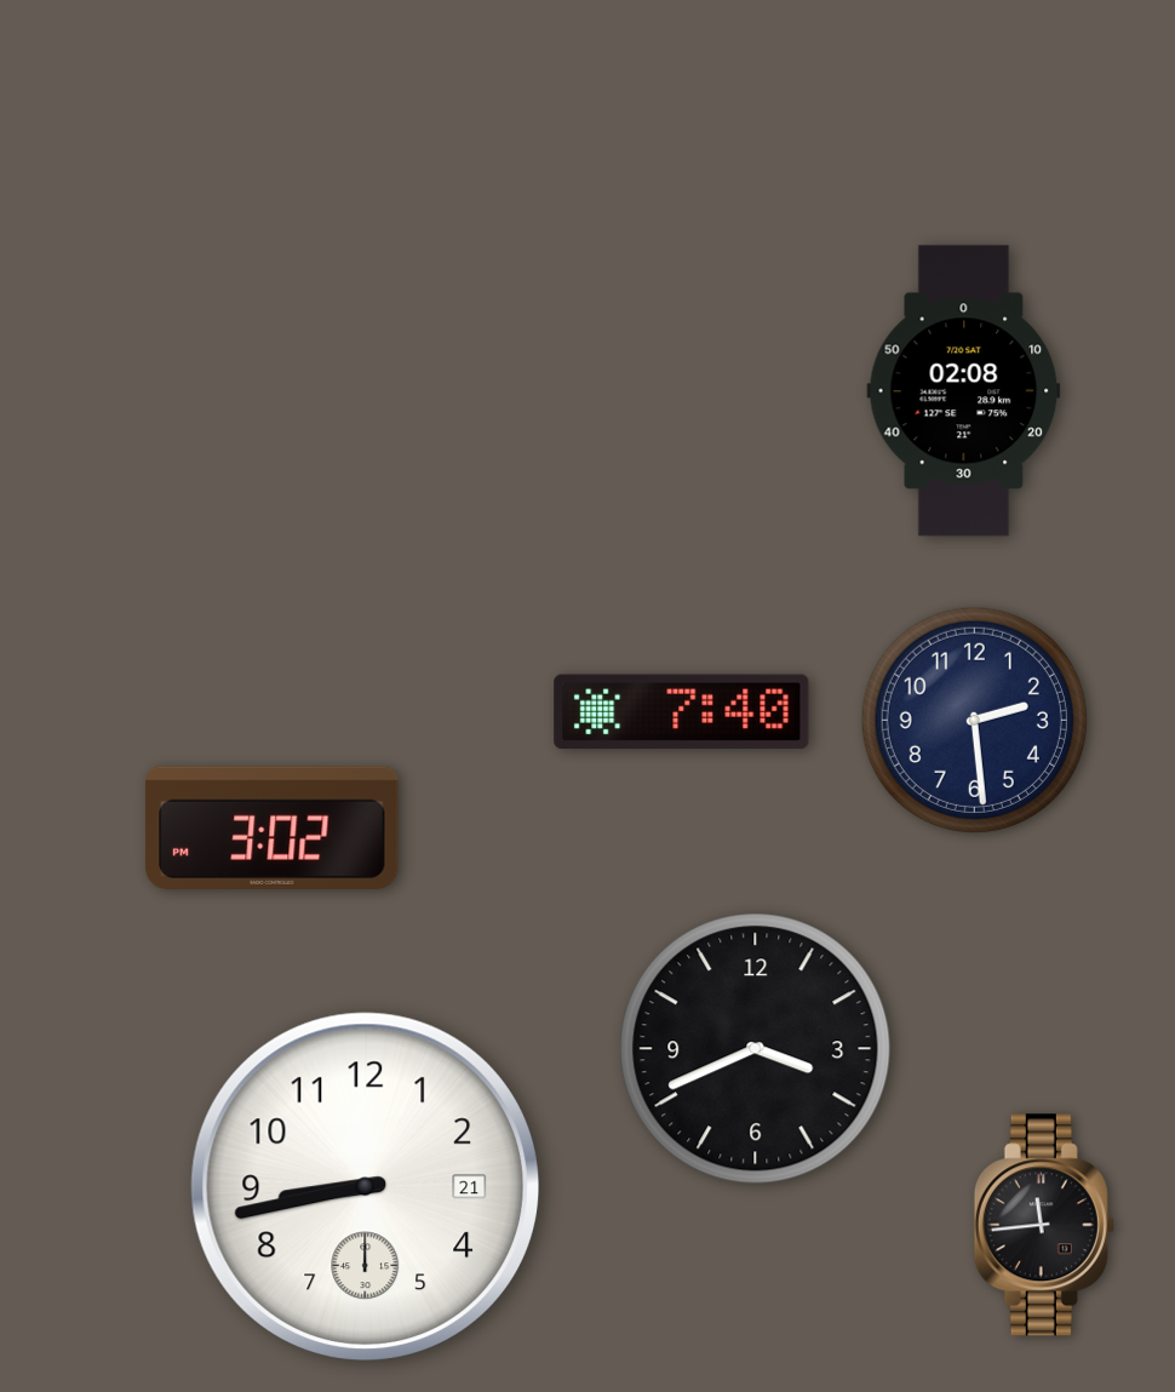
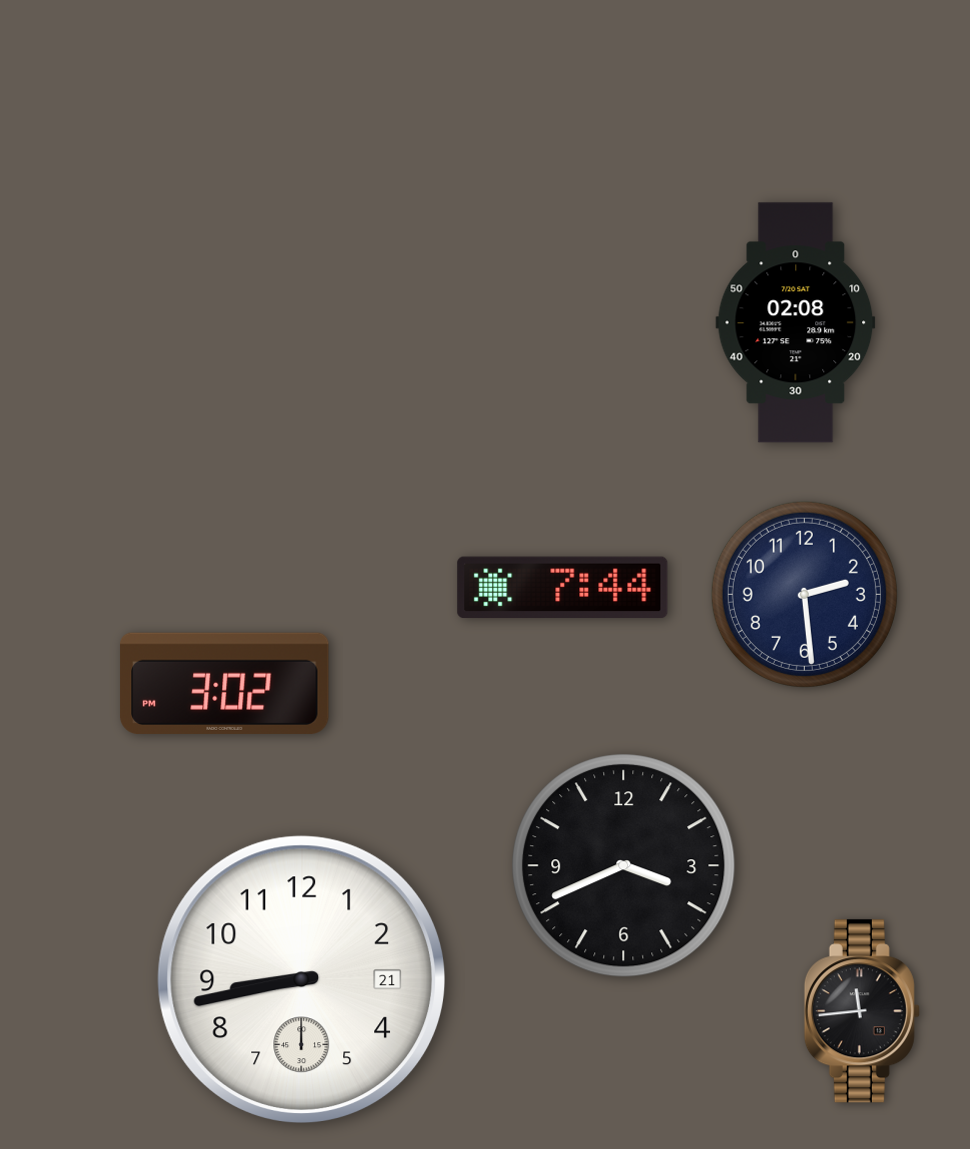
clock at (682, 712): 7:40 -> 7:44
